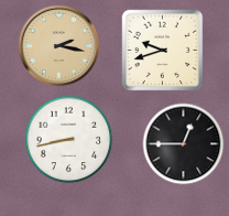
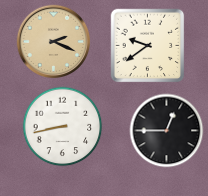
clock at (59, 46): 2:17 -> 2:19
clock at (163, 51): 9:42 -> 9:39
